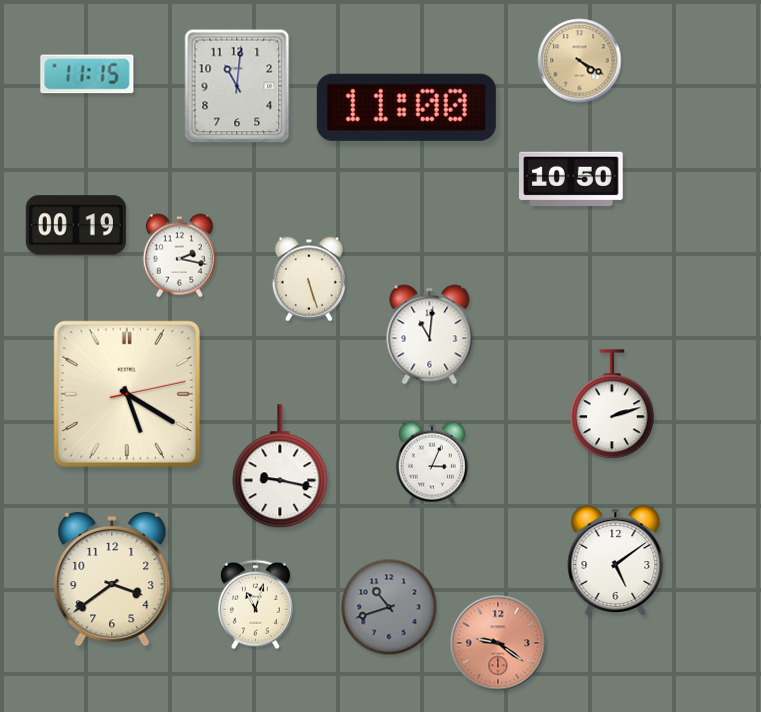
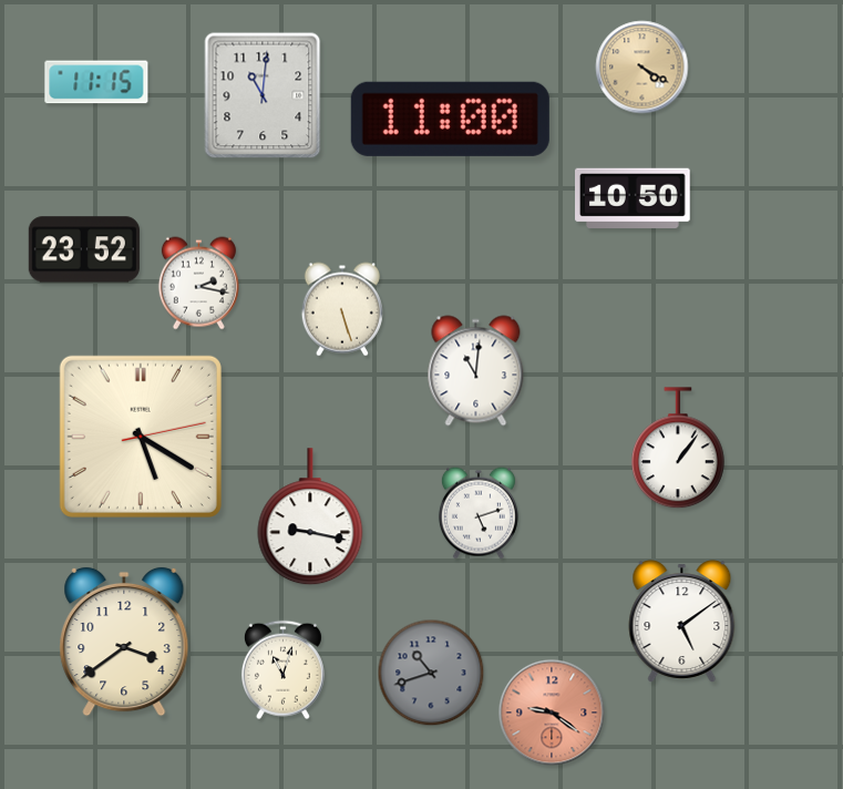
clock at (76, 225): 00:19 -> 23:52
clock at (612, 405): 2:12 -> 1:06
clock at (432, 463): 3:04 -> 5:12
